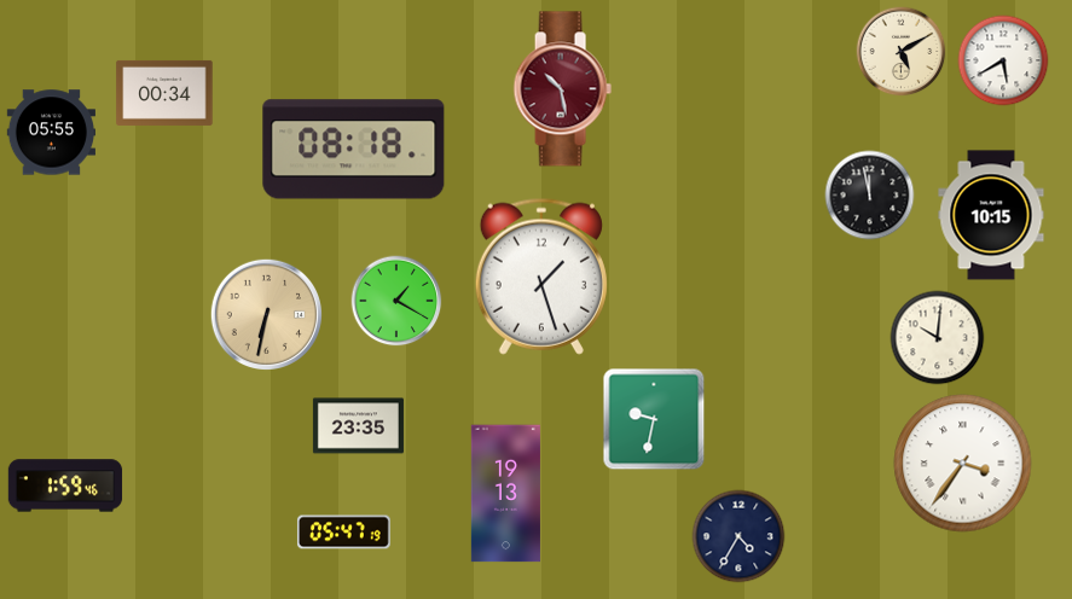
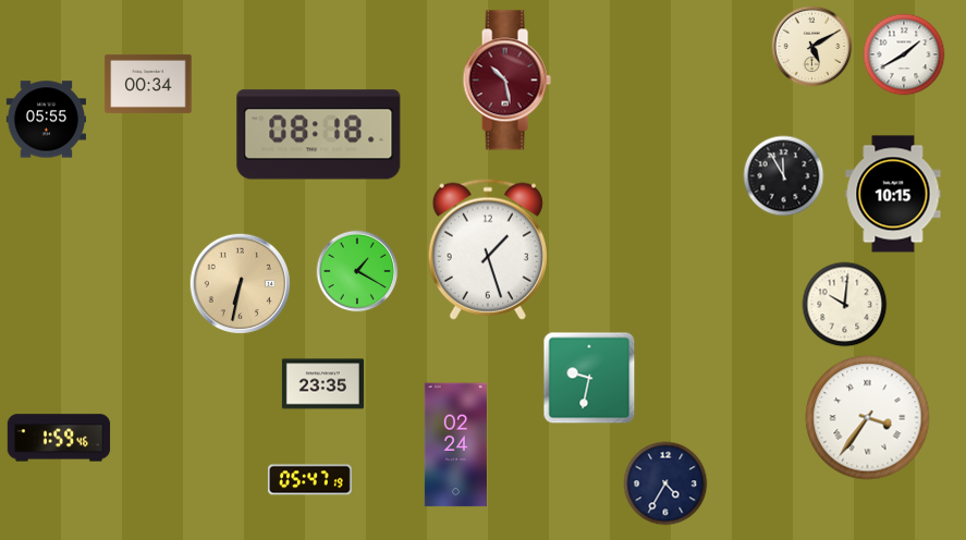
clock at (1003, 60): 5:40 -> 1:40
clock at (870, 196): 11:58 -> 11:55
clock at (505, 494): 19:13 -> 02:24
